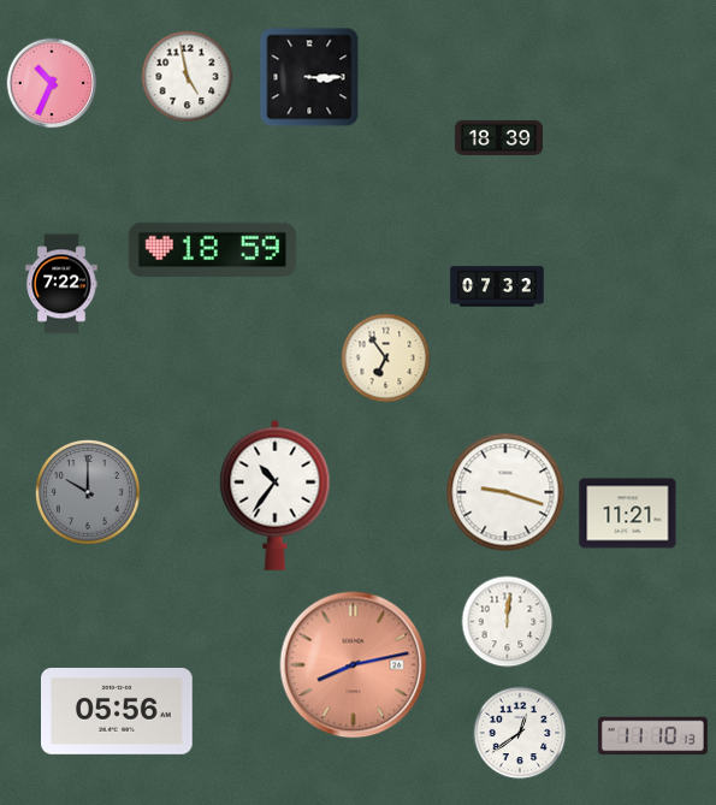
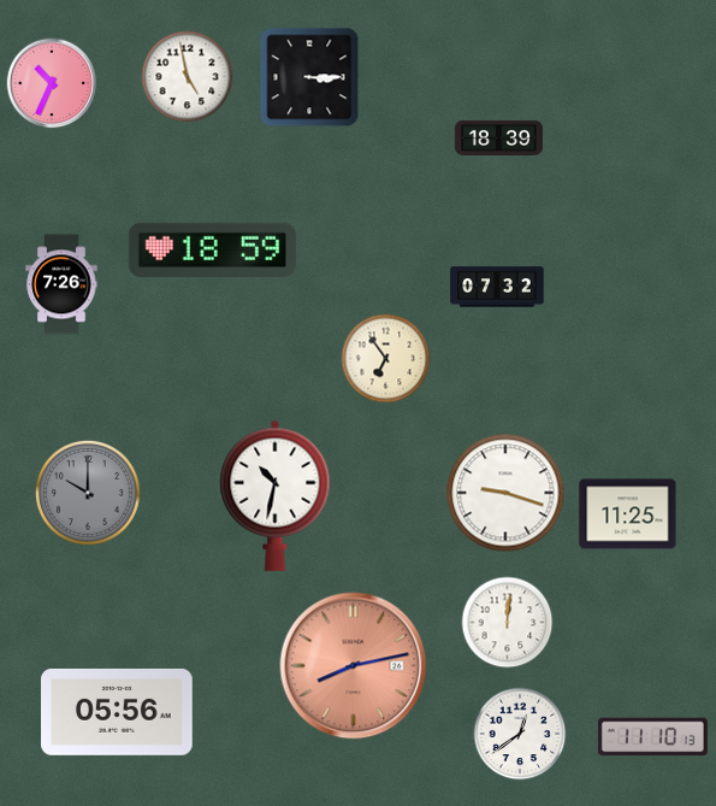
clock at (61, 284): 7:22 -> 7:26
clock at (276, 495): 10:36 -> 10:32
clock at (628, 514): 11:21 -> 11:25
